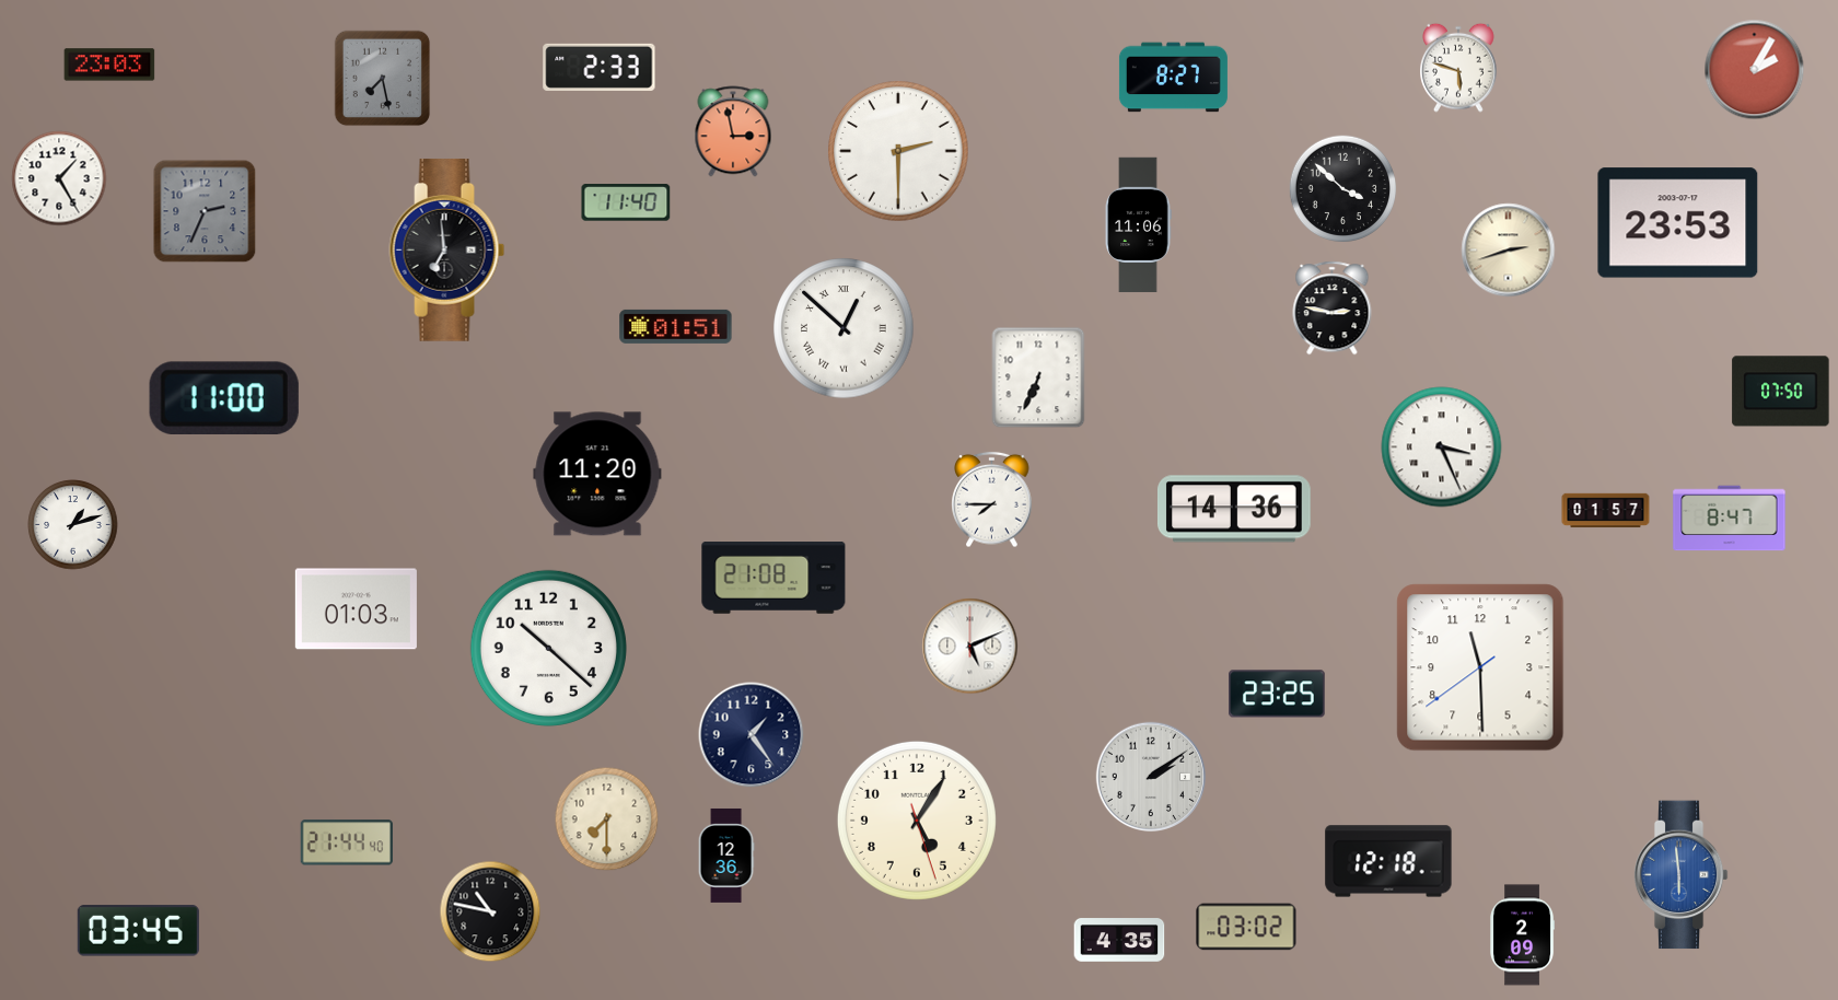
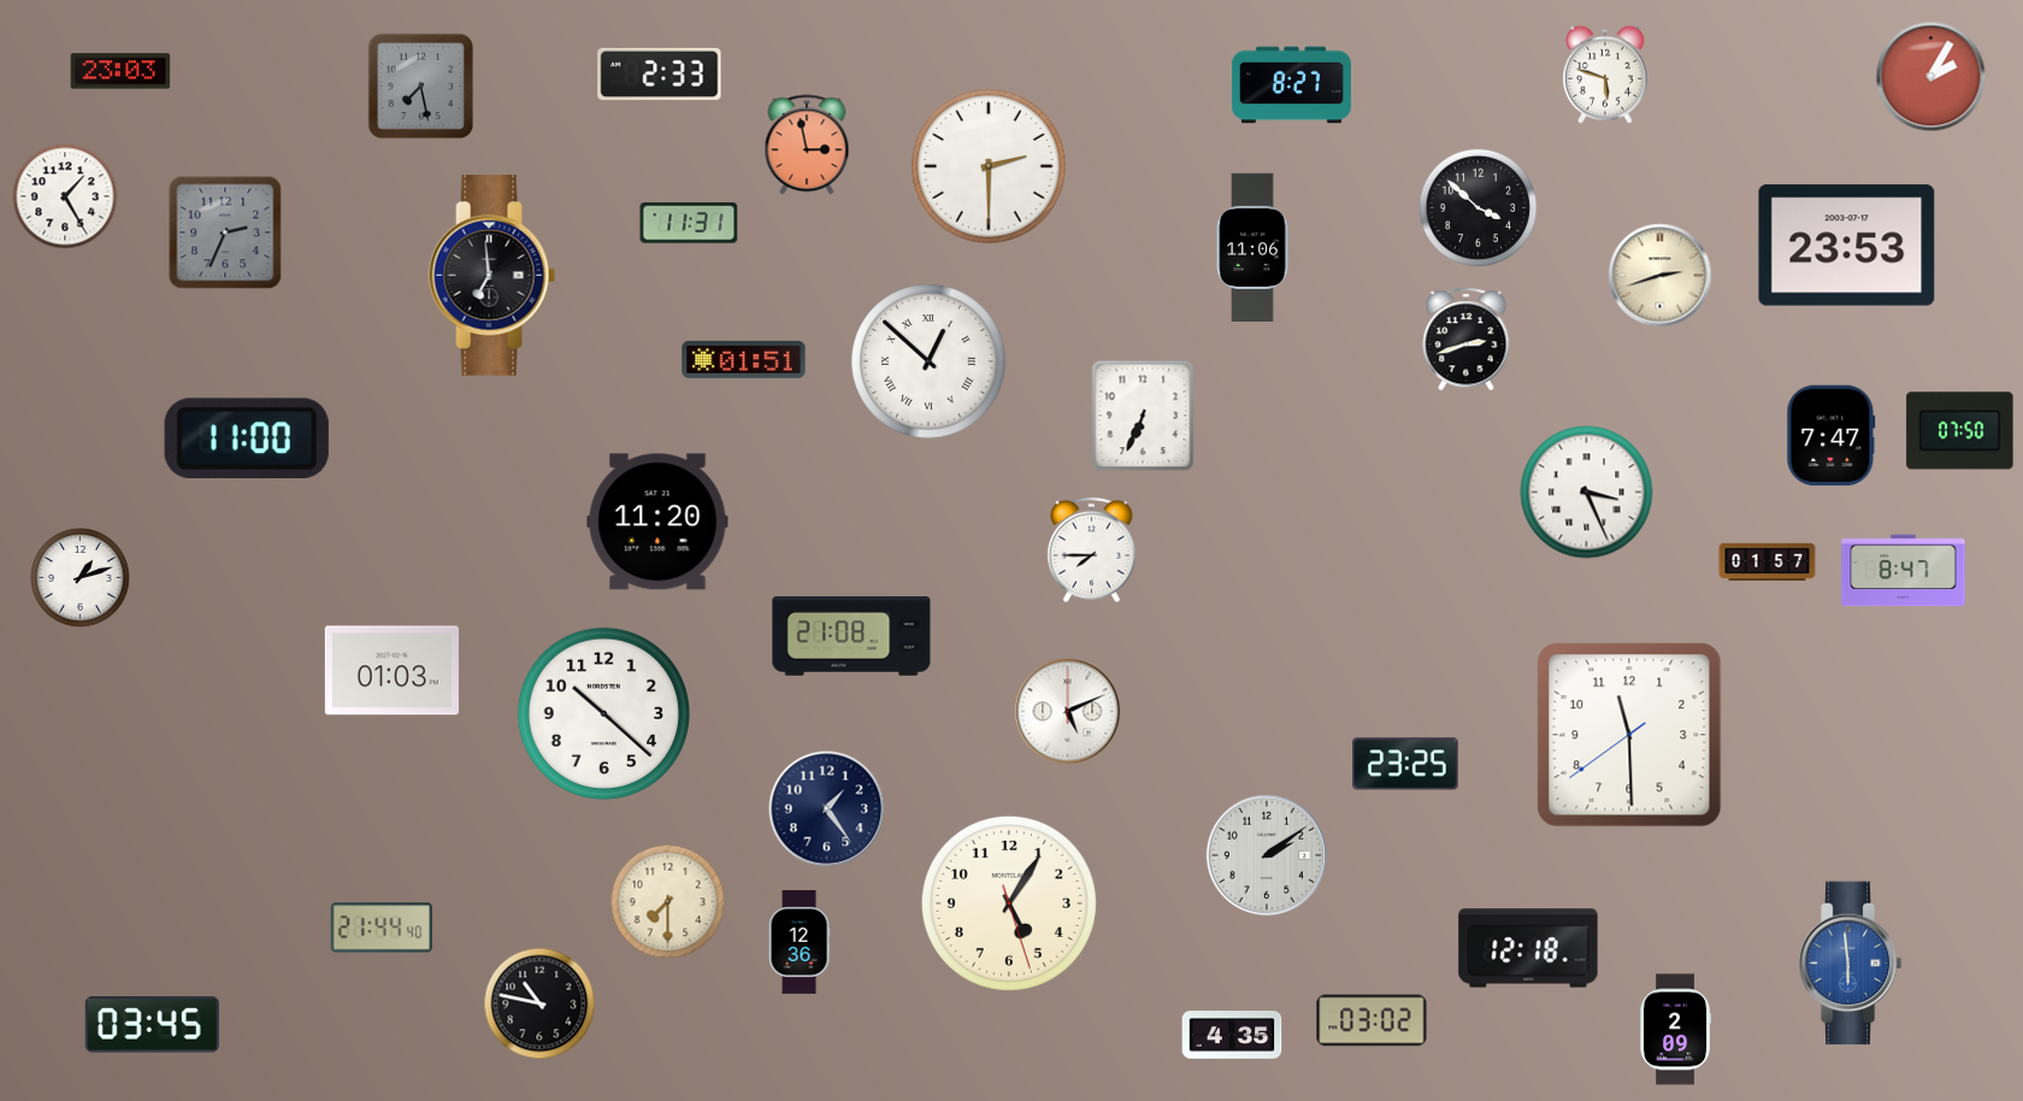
clock at (626, 202): 11:40 -> 11:31
clock at (1333, 309): 2:47 -> 2:42
clock at (1832, 436): none -> 7:47
clock at (1234, 509): 14:36 -> none
